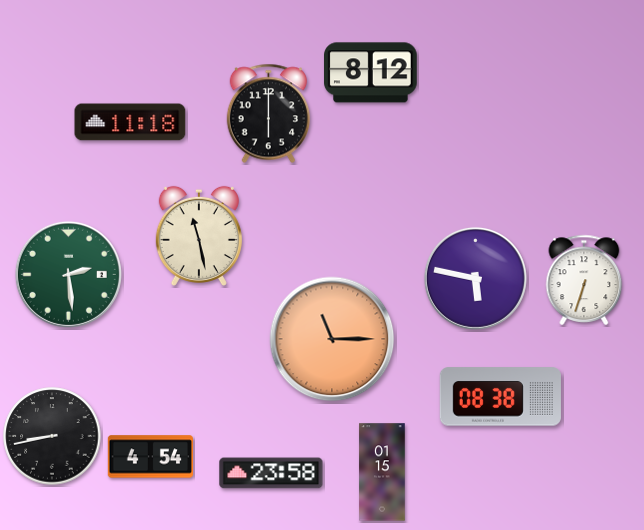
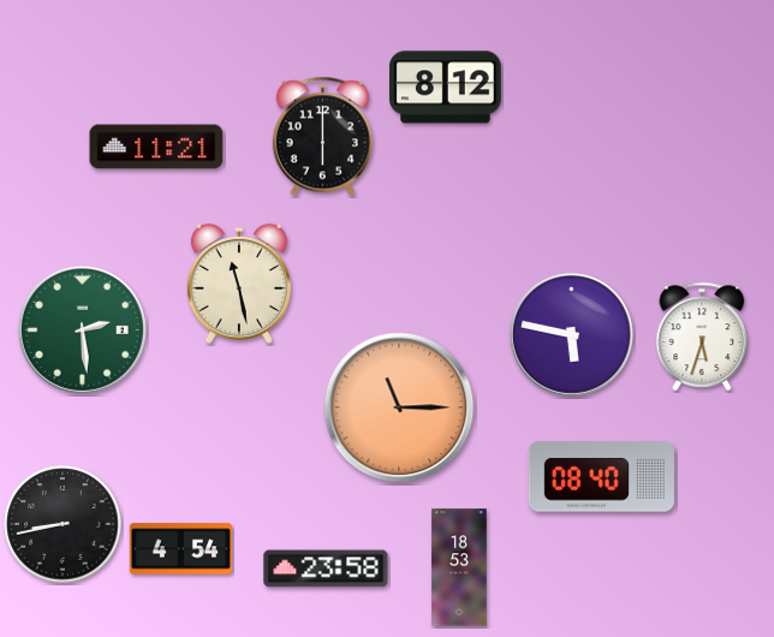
clock at (130, 122): 11:18 -> 11:21
clock at (584, 280): 6:33 -> 5:33
clock at (500, 397): 08:38 -> 08:40
clock at (382, 472): 01:15 -> 18:53
